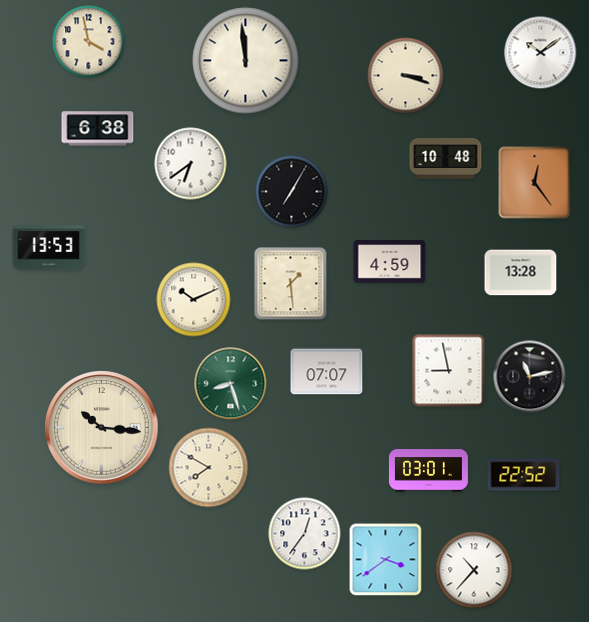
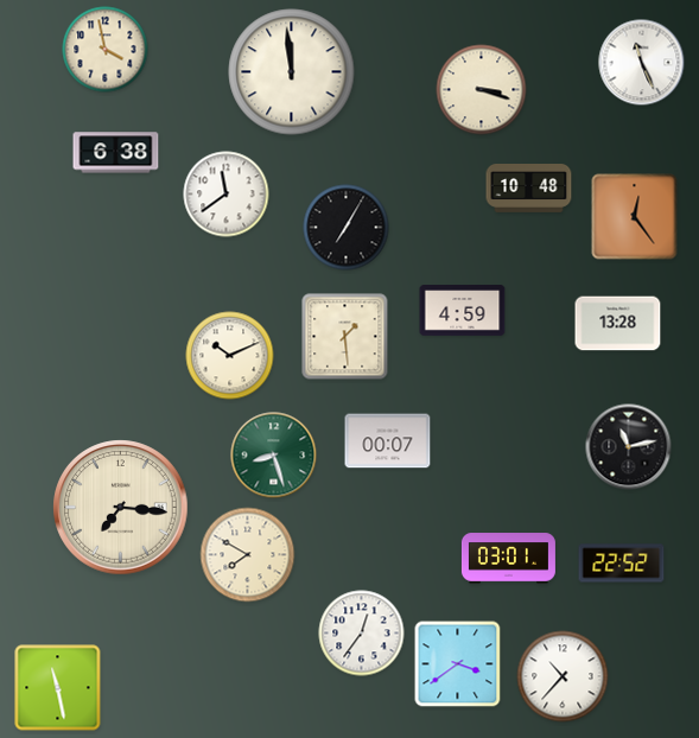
clock at (541, 53): 10:09 -> 11:26
clock at (191, 164): 6:39 -> 11:39
clock at (49, 248): 13:53 -> none
clock at (449, 371): 8:58 -> none
clock at (327, 372): 07:07 -> 00:07
clock at (102, 428): 10:16 -> 7:16
clock at (58, 688): none -> 11:28
